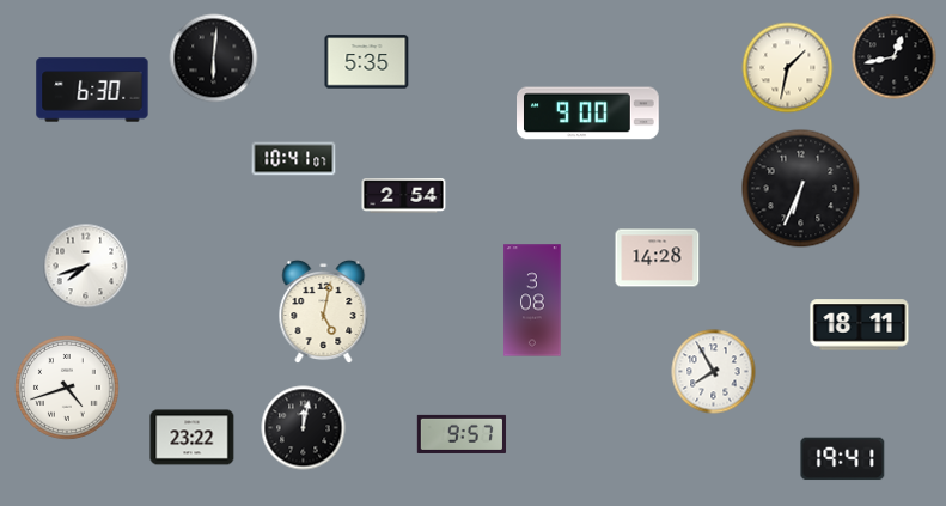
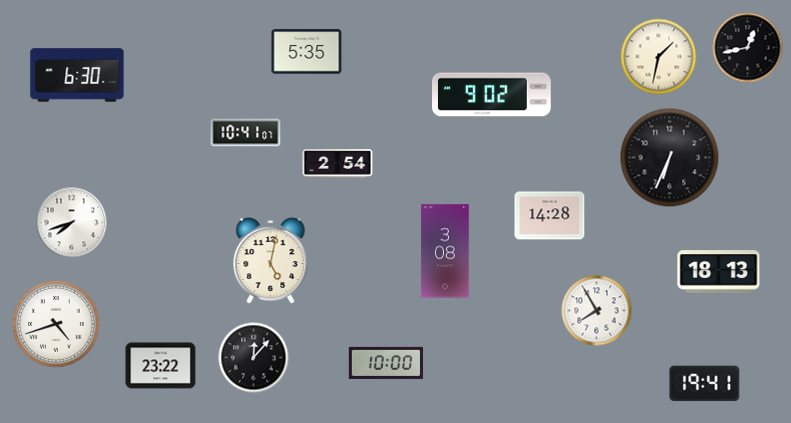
clock at (214, 59): 6:01 -> none
clock at (588, 114): 9:00 -> 9:02
clock at (860, 325): 18:11 -> 18:13
clock at (304, 428): 12:02 -> 12:07
clock at (462, 434): 9:57 -> 10:00
